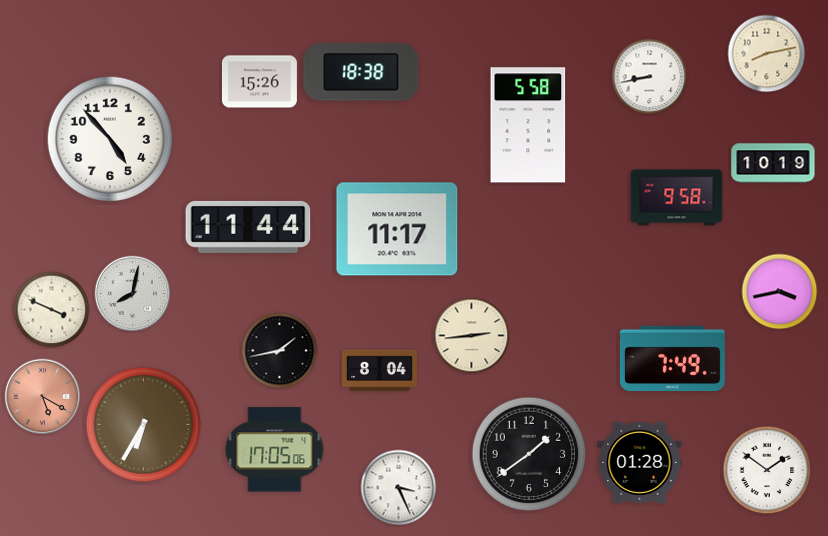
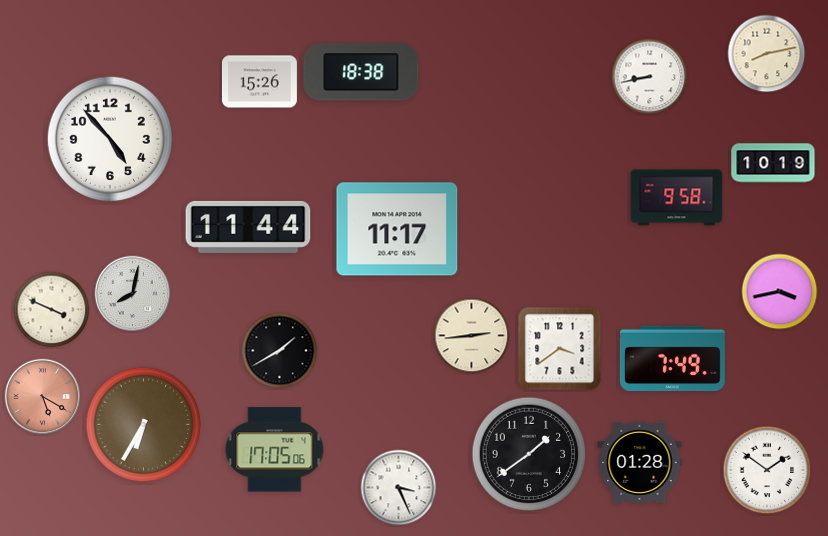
clock at (528, 125): 5:58 -> none
clock at (560, 349): none -> 3:39
clock at (280, 351): 1:43 -> 1:40
clock at (379, 371): 8:04 -> none
